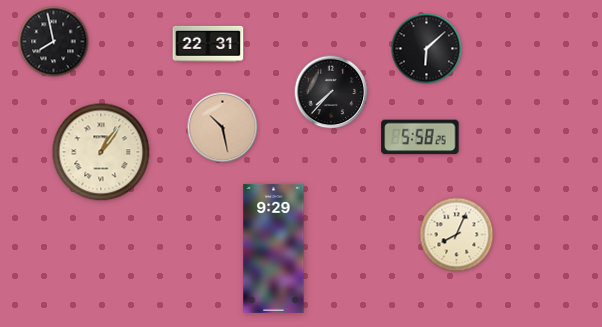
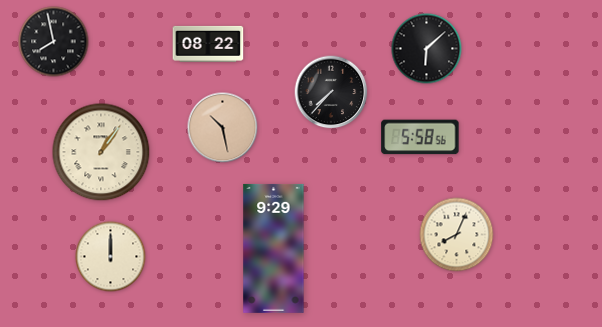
clock at (208, 44): 22:31 -> 08:22
clock at (420, 137): 5:58:25 -> 5:58:56
clock at (111, 257): none -> 12:00
